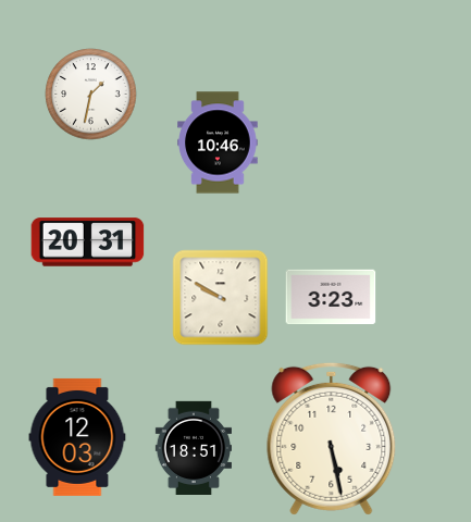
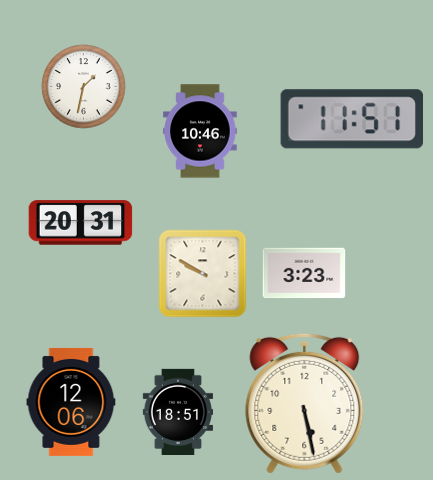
clock at (351, 119): none -> 11:51
clock at (77, 437): 12:03 -> 12:06
